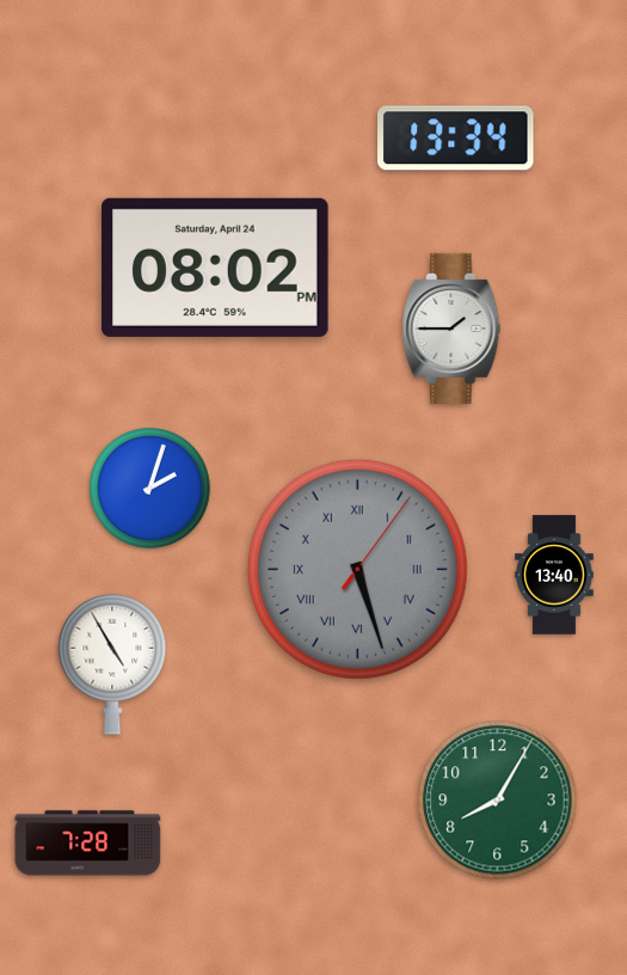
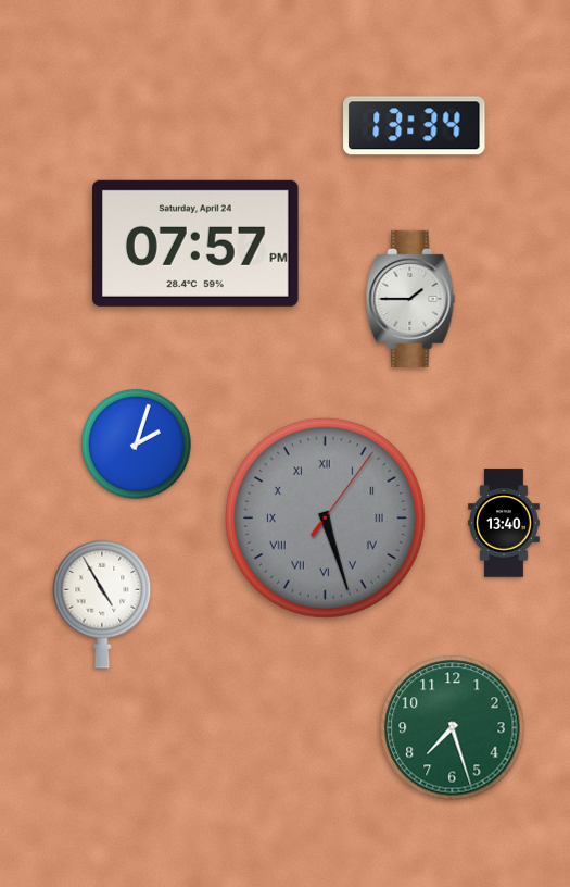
clock at (216, 268): 08:02 -> 07:57
clock at (498, 801): 8:05 -> 7:27
clock at (88, 844): 7:28 -> none
